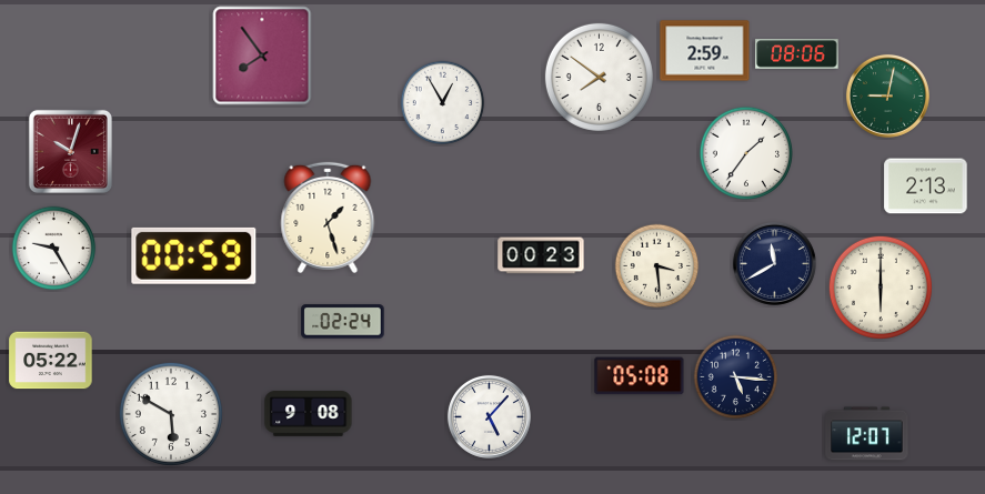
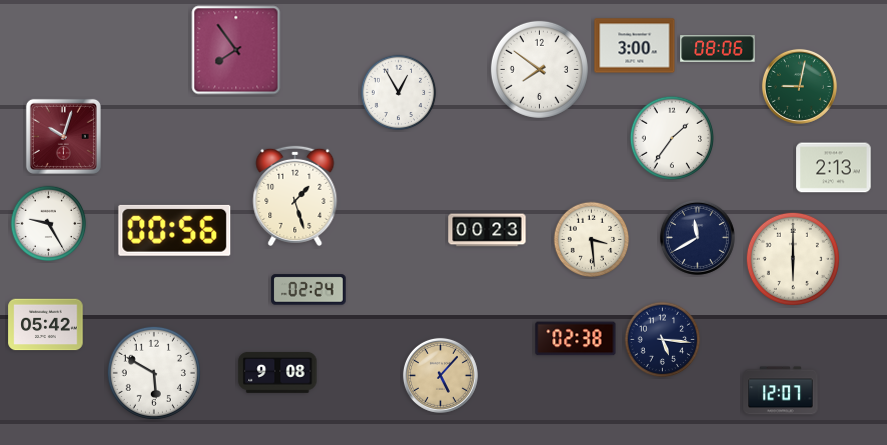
clock at (705, 51): 2:59 -> 3:00
clock at (194, 255): 00:59 -> 00:56
clock at (51, 361): 05:22 -> 05:42
clock at (640, 376): 05:08 -> 02:38
clock at (489, 416) dial: white -> champagne
